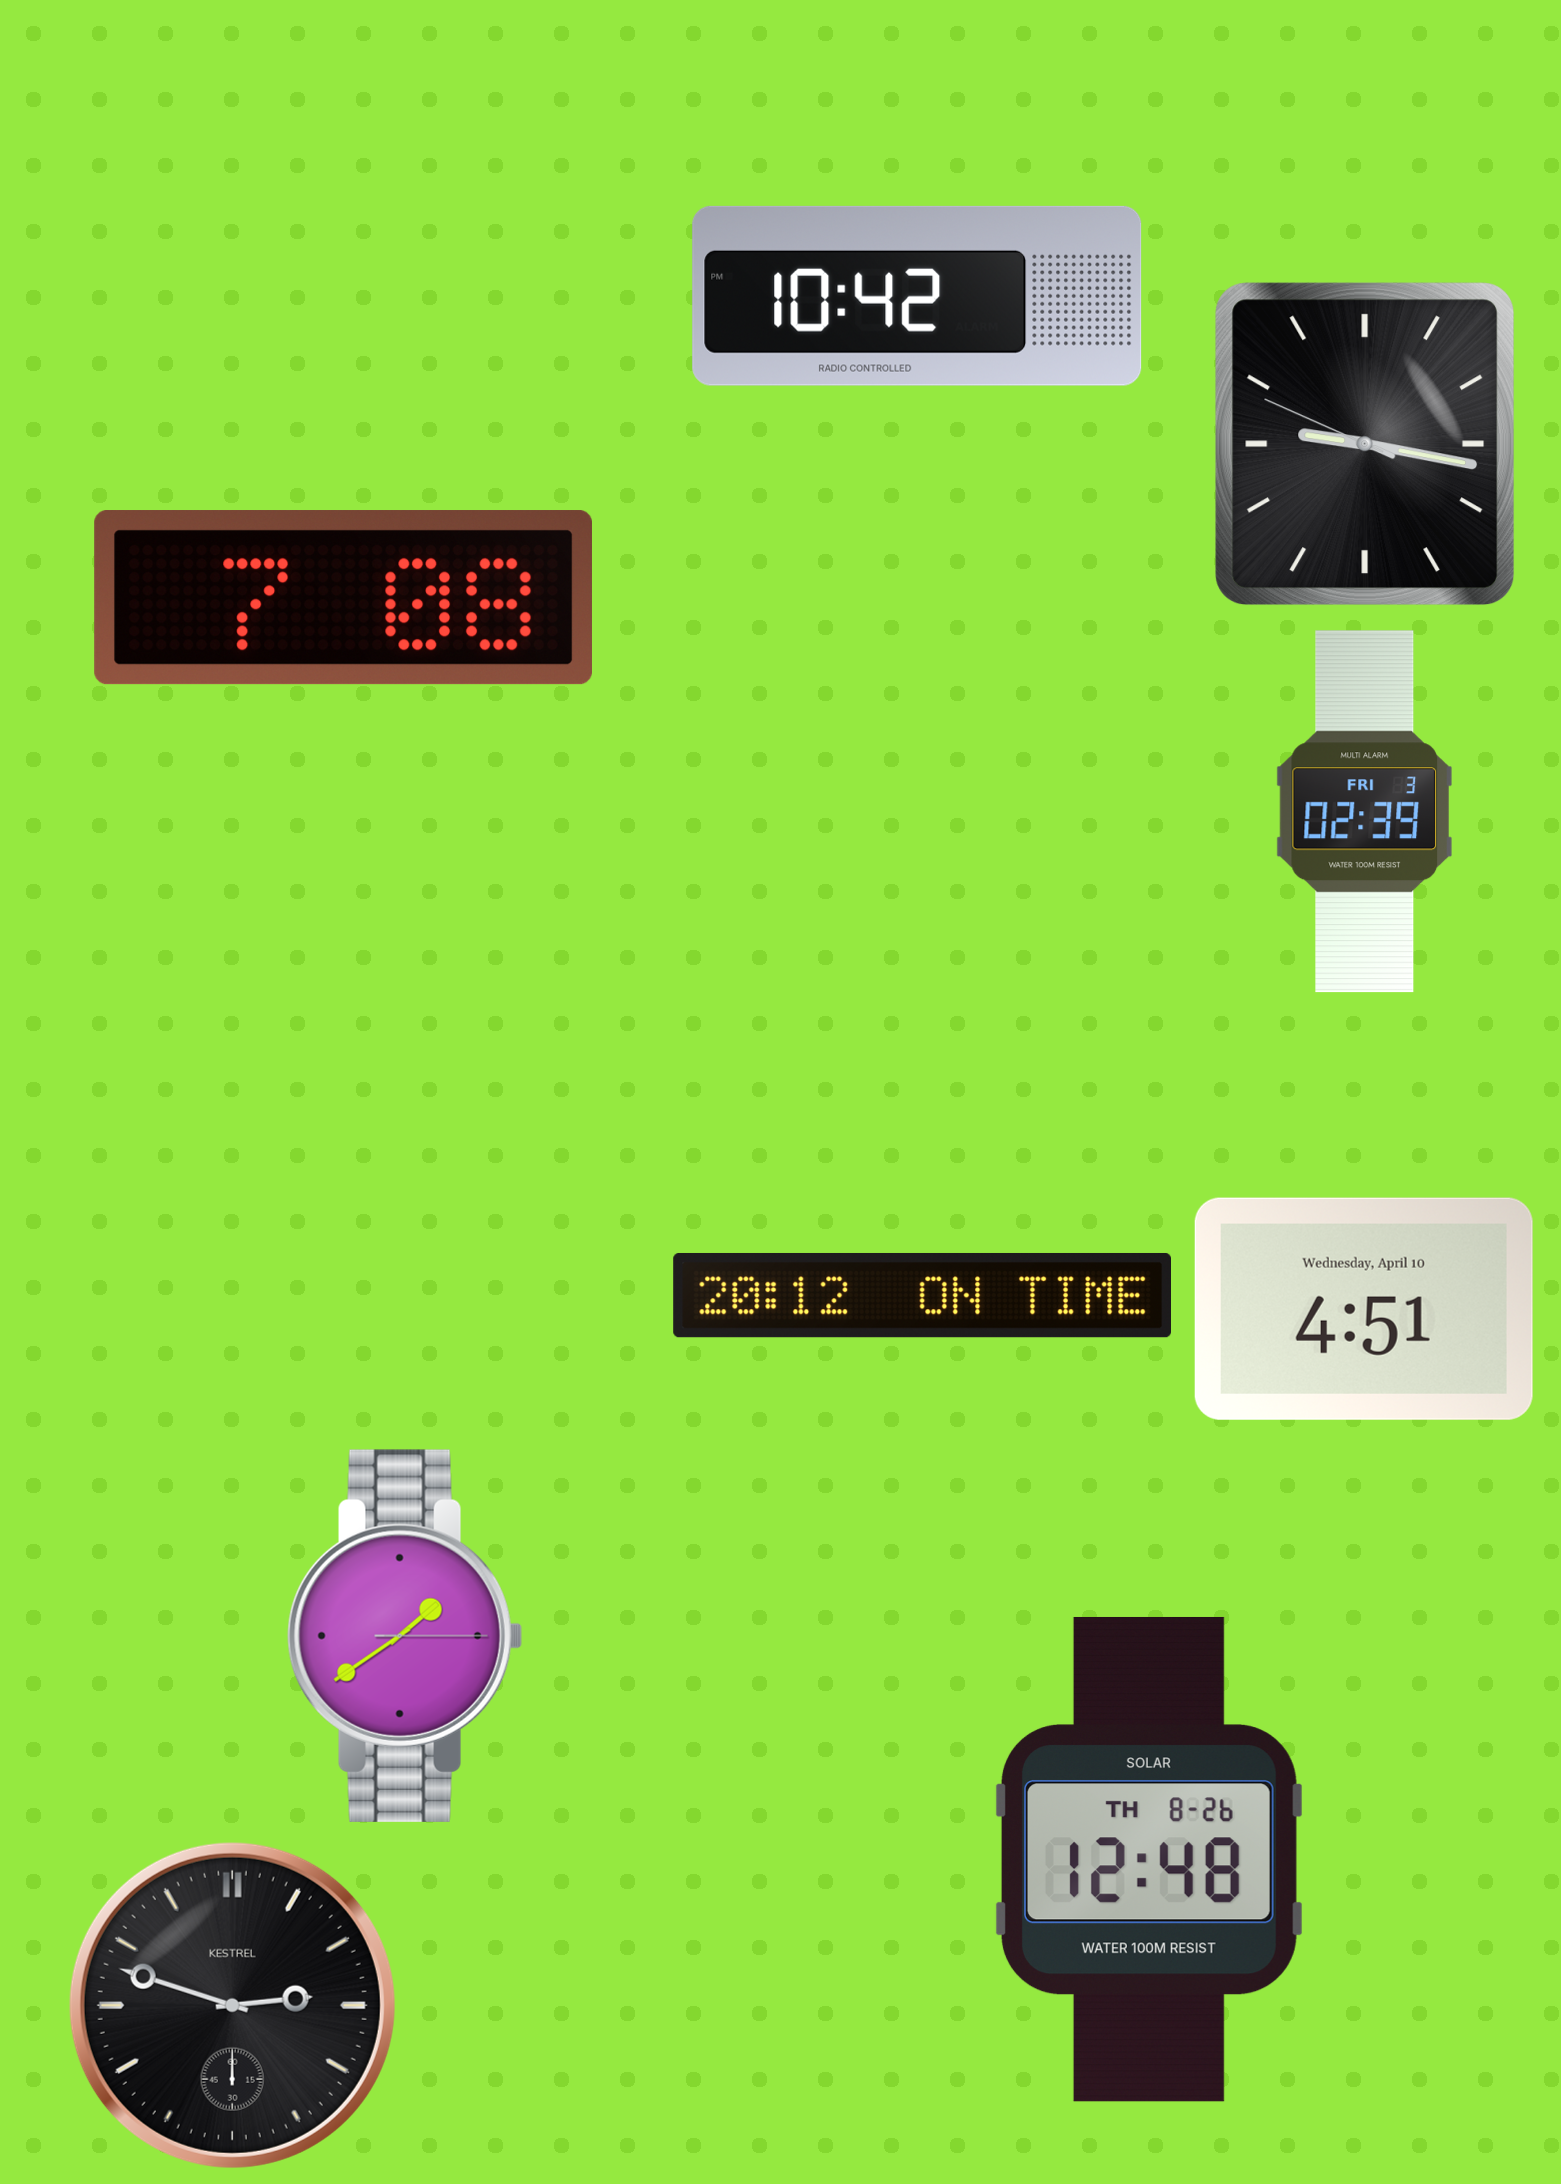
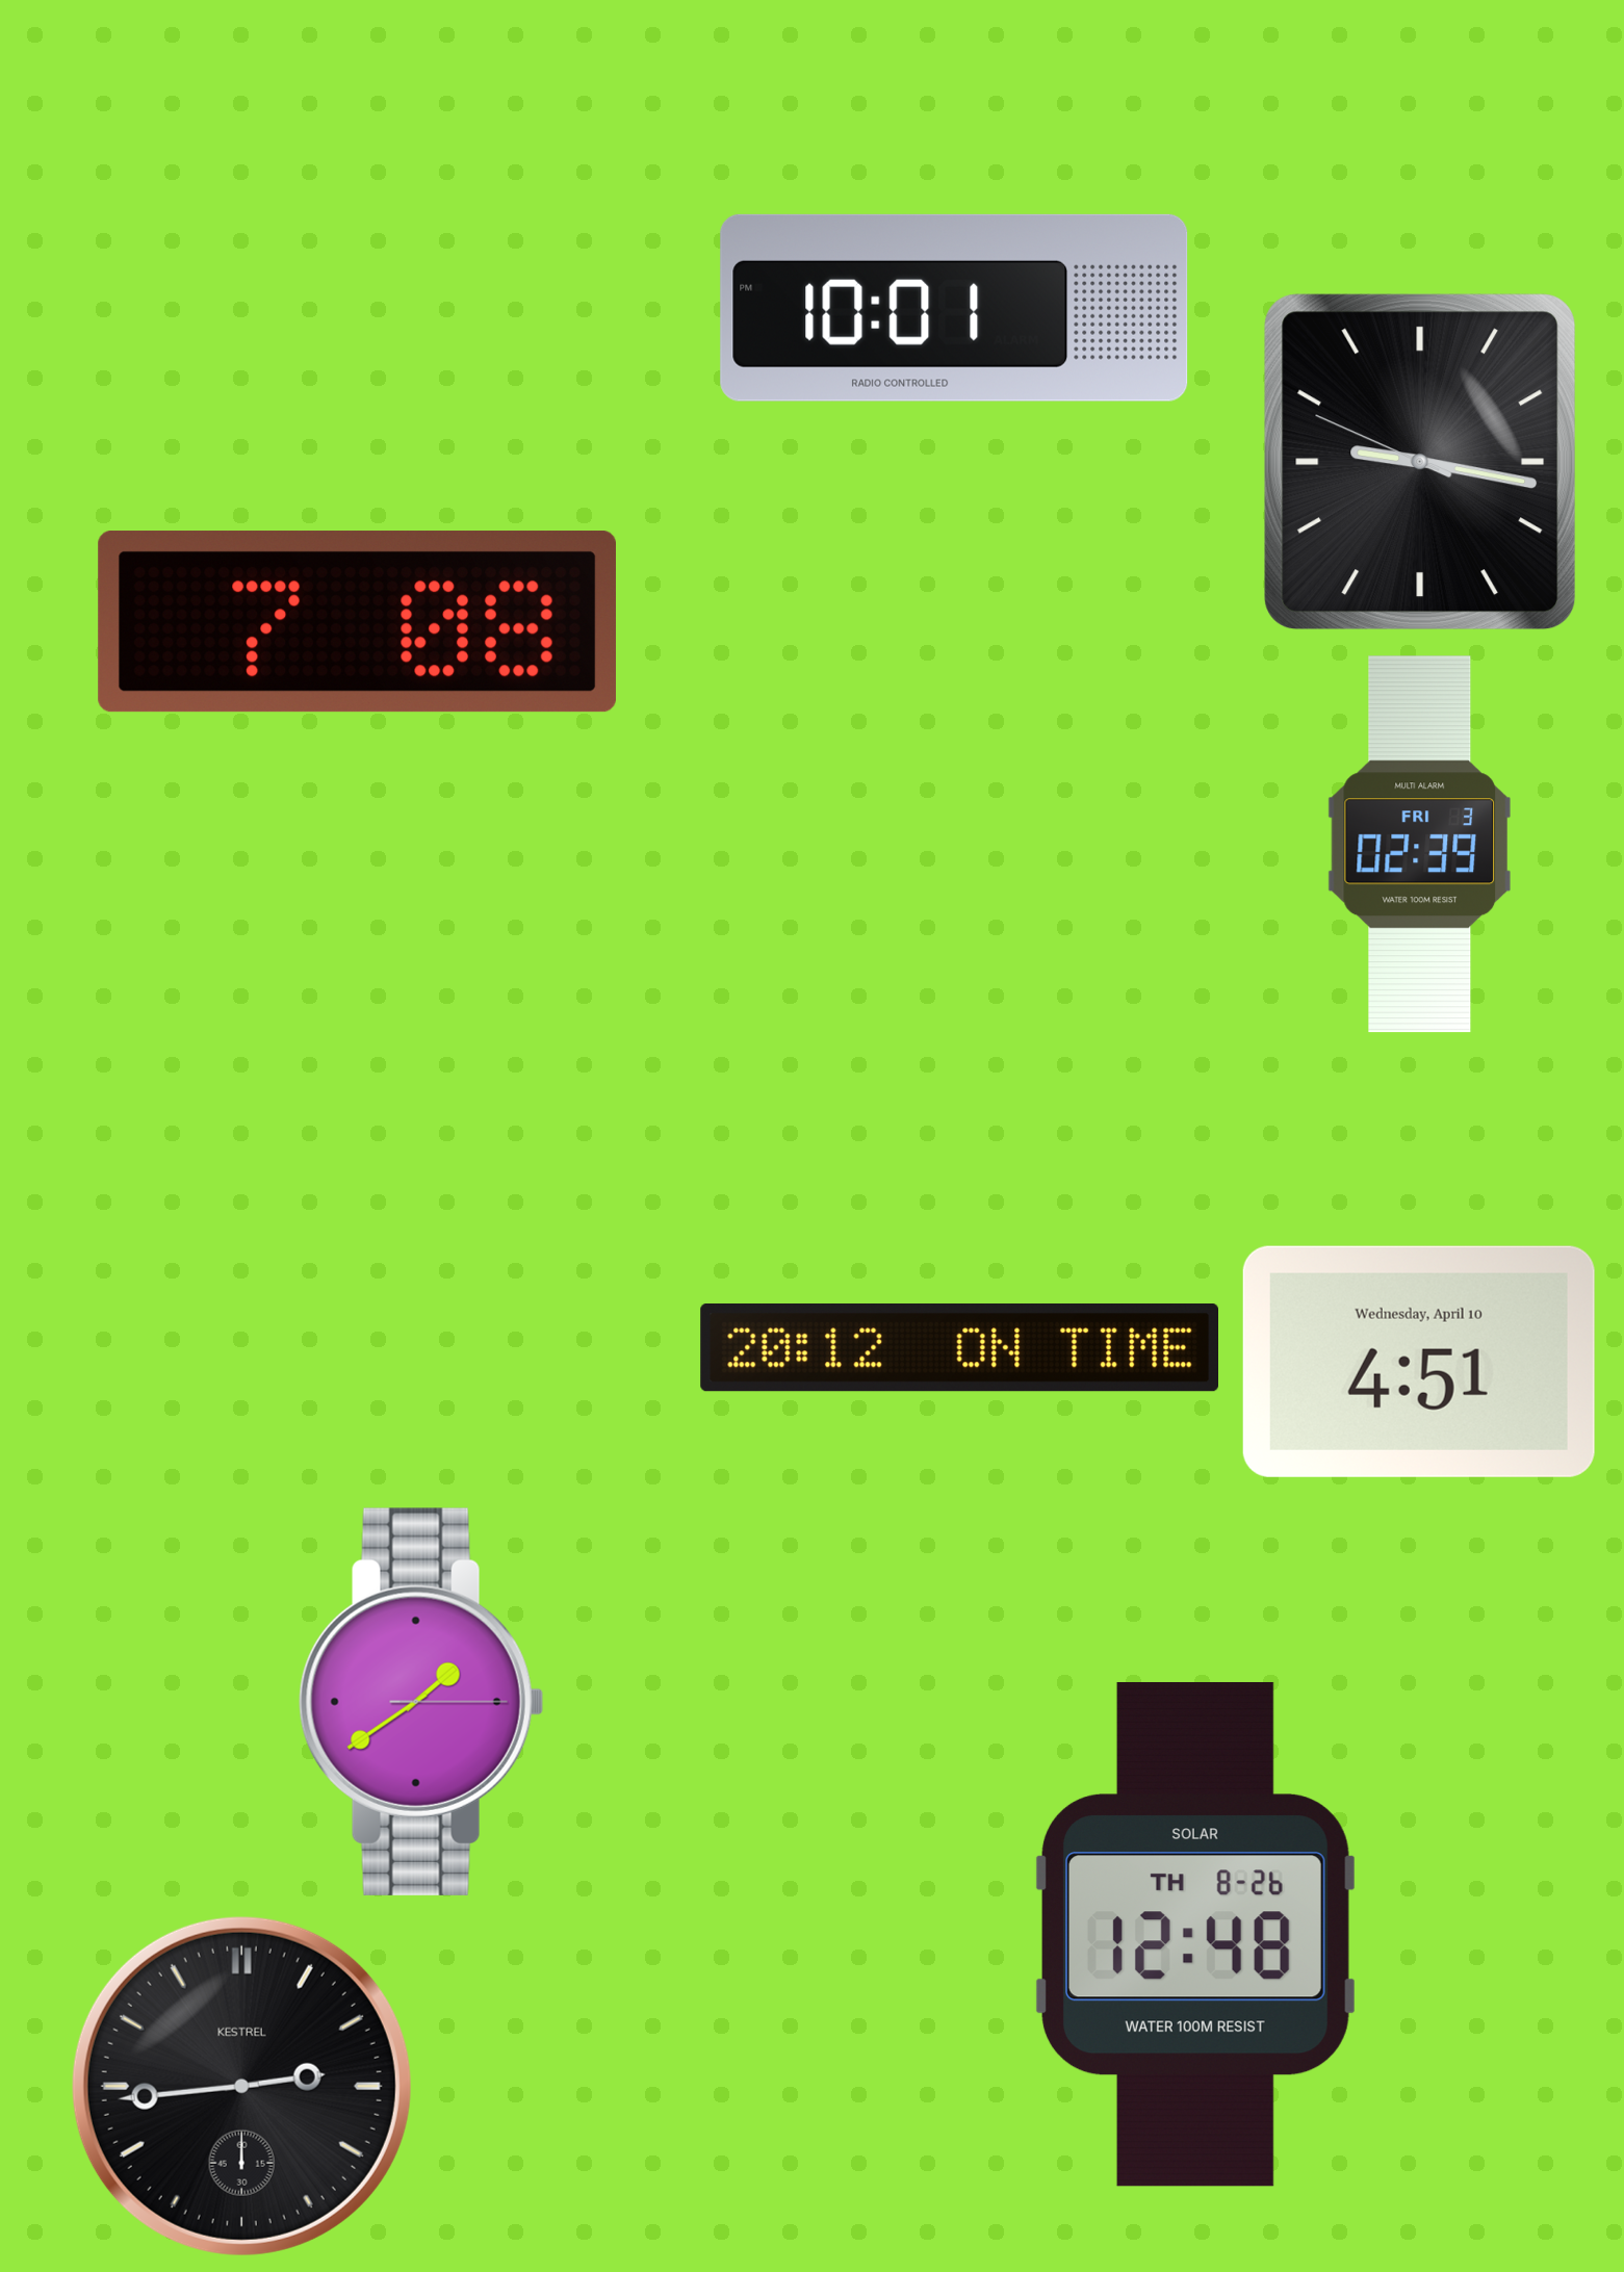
clock at (917, 296): 10:42 -> 10:01
clock at (232, 2005): 2:48 -> 2:44
